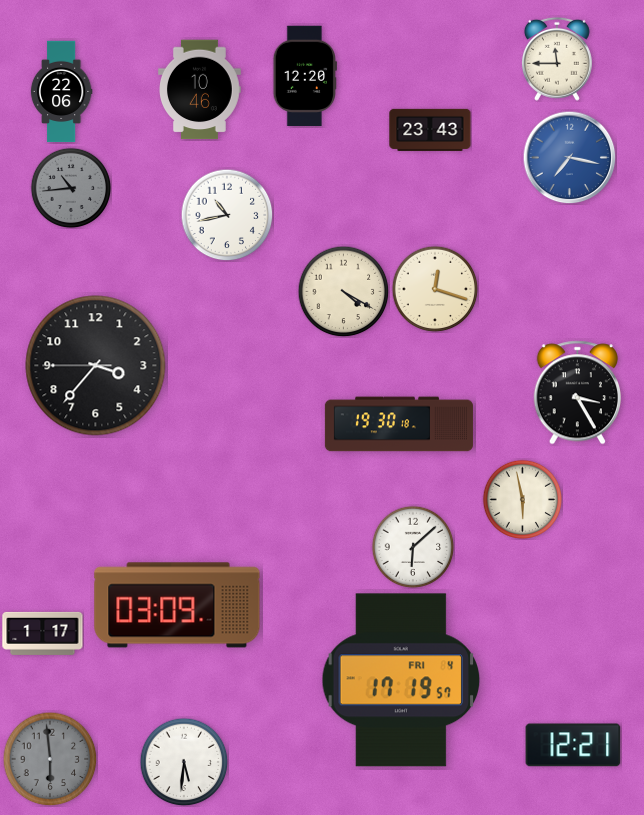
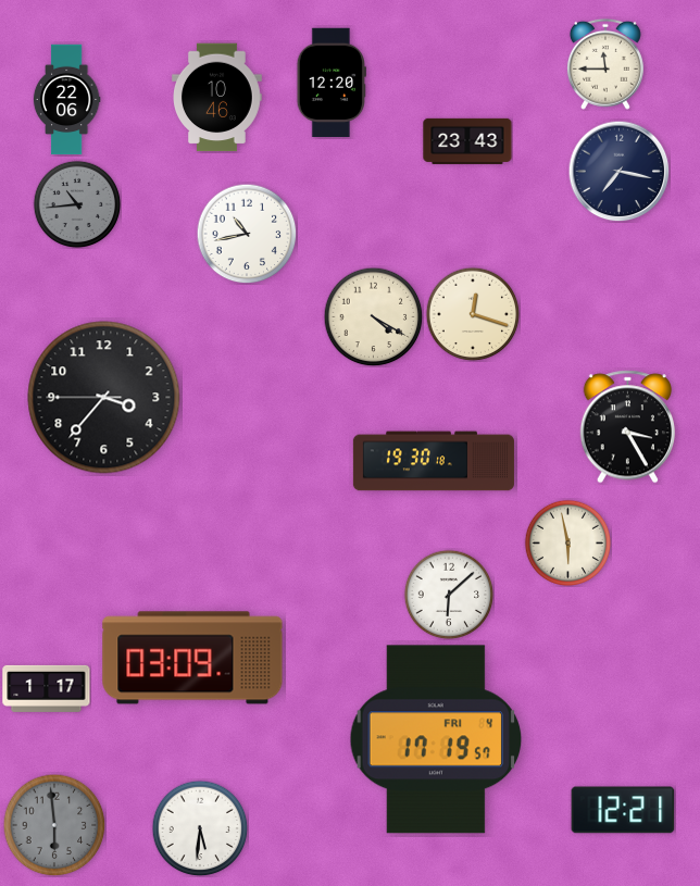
clock at (569, 157) dial: blue -> navy
